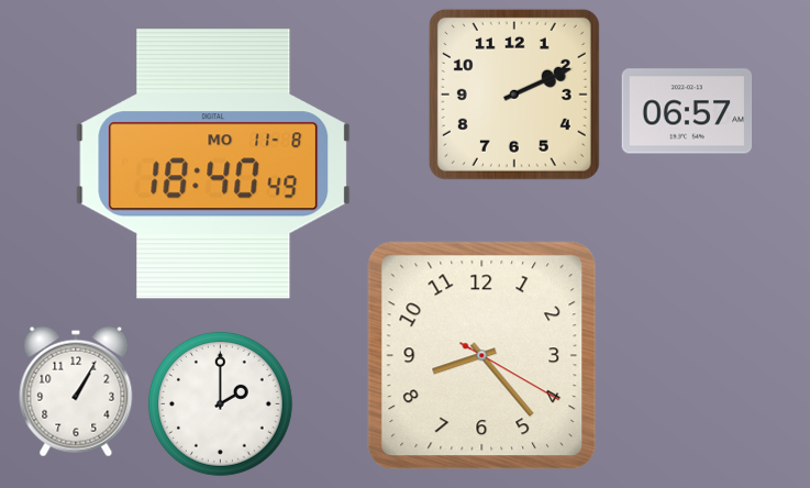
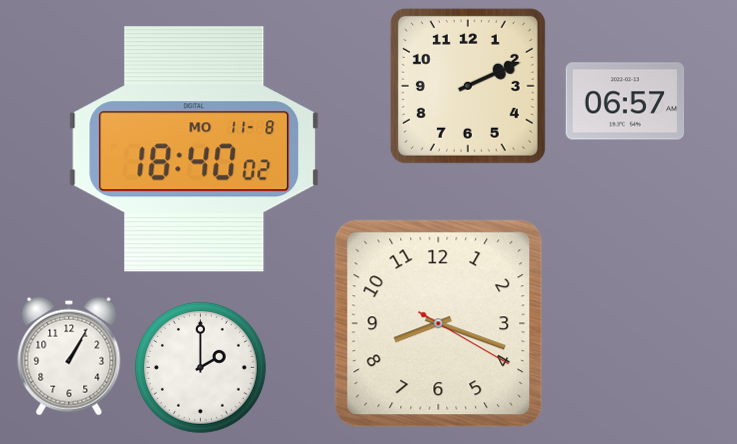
clock at (213, 164): 18:40:49 -> 18:40:02
clock at (482, 356): 8:23 -> 8:18
